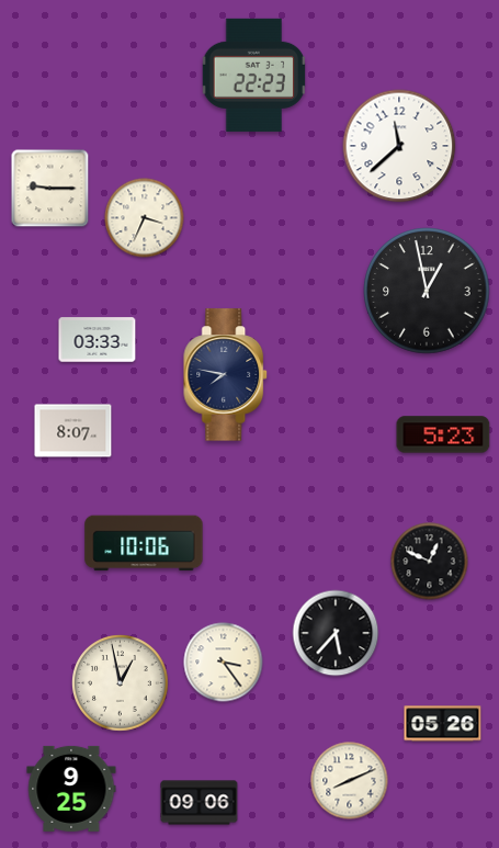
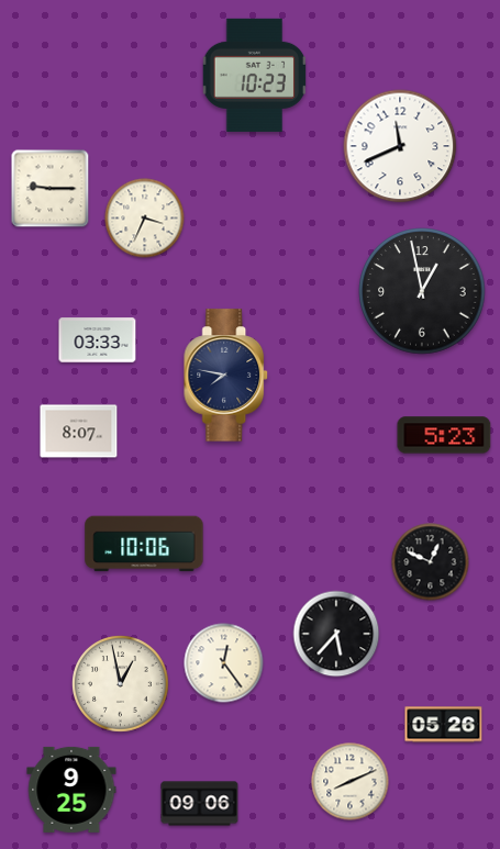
clock at (253, 75): 22:23 -> 10:23
clock at (399, 146): 11:38 -> 11:41
clock at (427, 291) position: (427, 291) -> (422, 291)
clock at (73, 431) position: (73, 431) -> (79, 432)
clock at (224, 663): 3:24 -> 12:24
